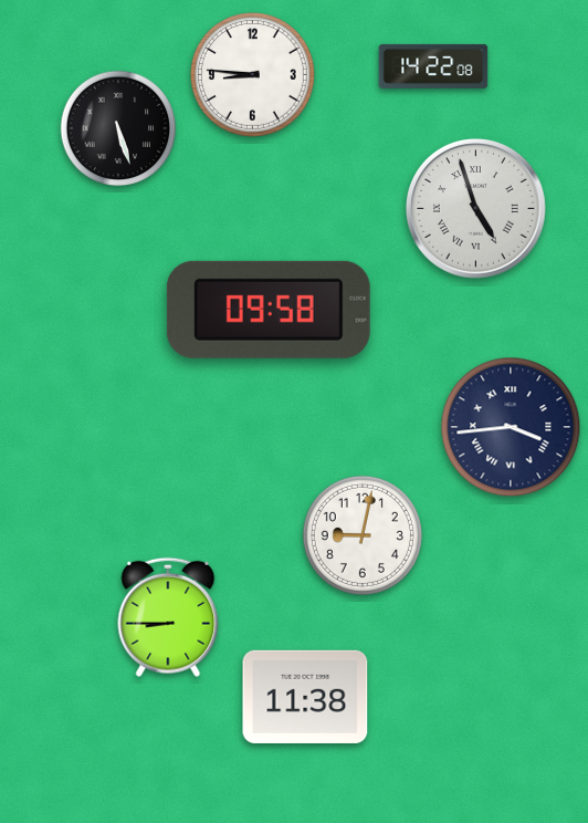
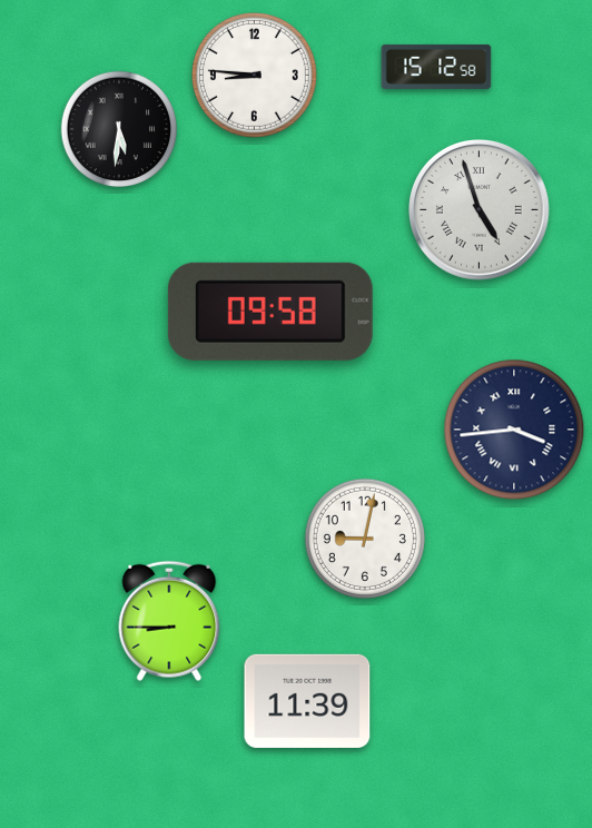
clock at (433, 66): 14:22 -> 15:12
clock at (118, 128): 5:27 -> 5:31
clock at (305, 697): 11:38 -> 11:39
